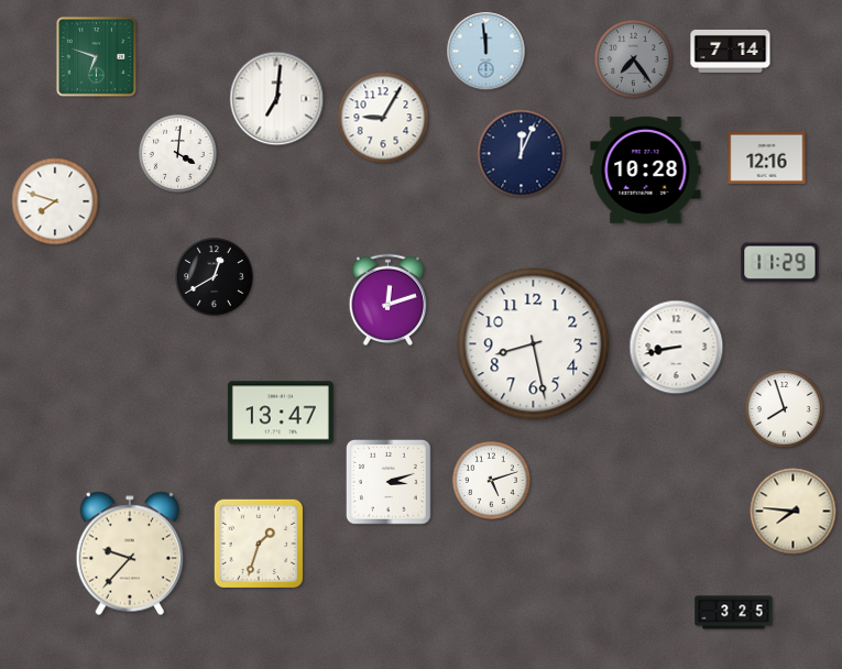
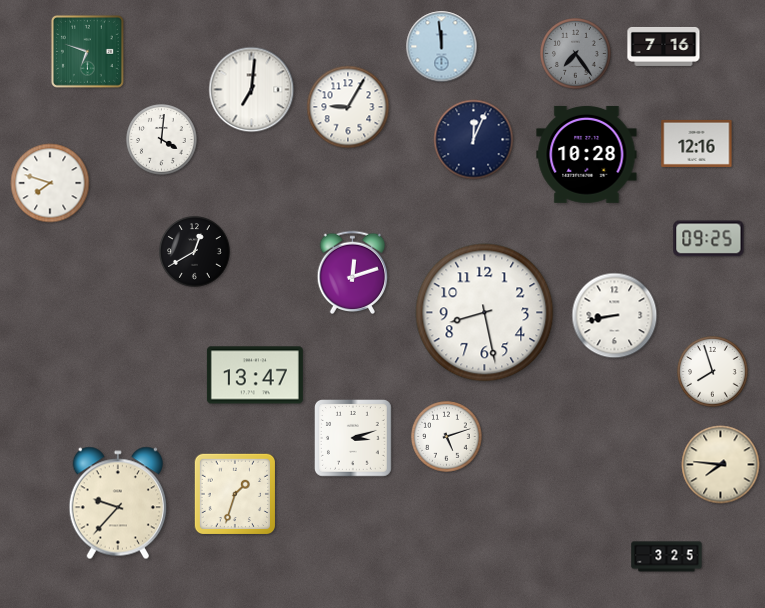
clock at (731, 51): 7:14 -> 7:16
clock at (780, 263): 11:29 -> 09:25
